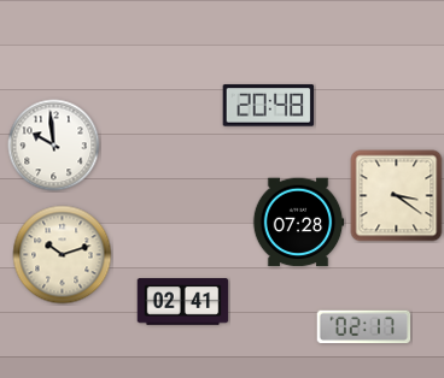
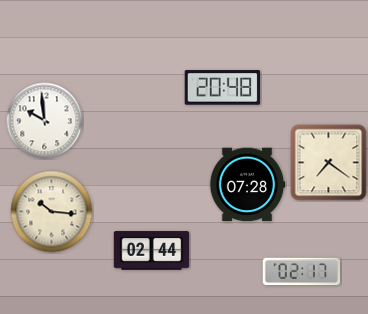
clock at (397, 196): 3:21 -> 7:21
clock at (63, 255): 10:12 -> 10:16
clock at (183, 302): 02:41 -> 02:44
